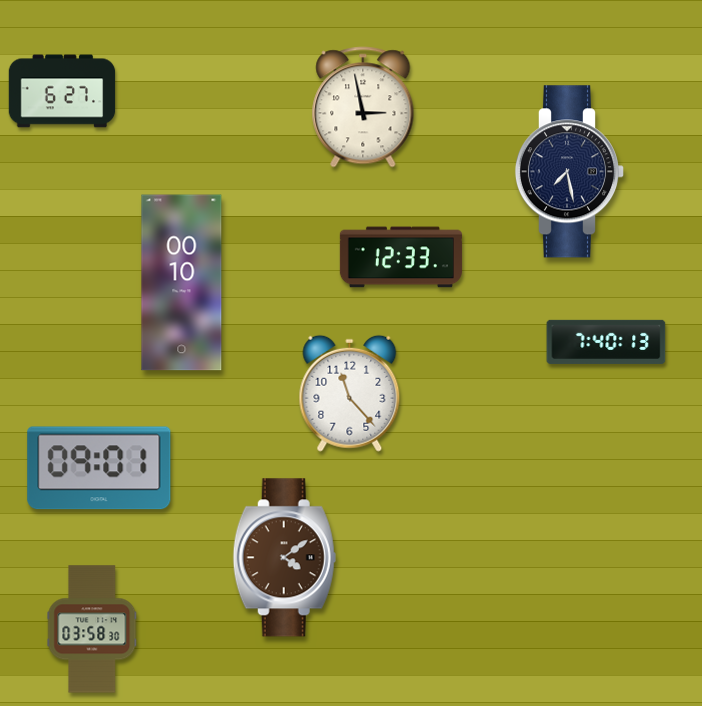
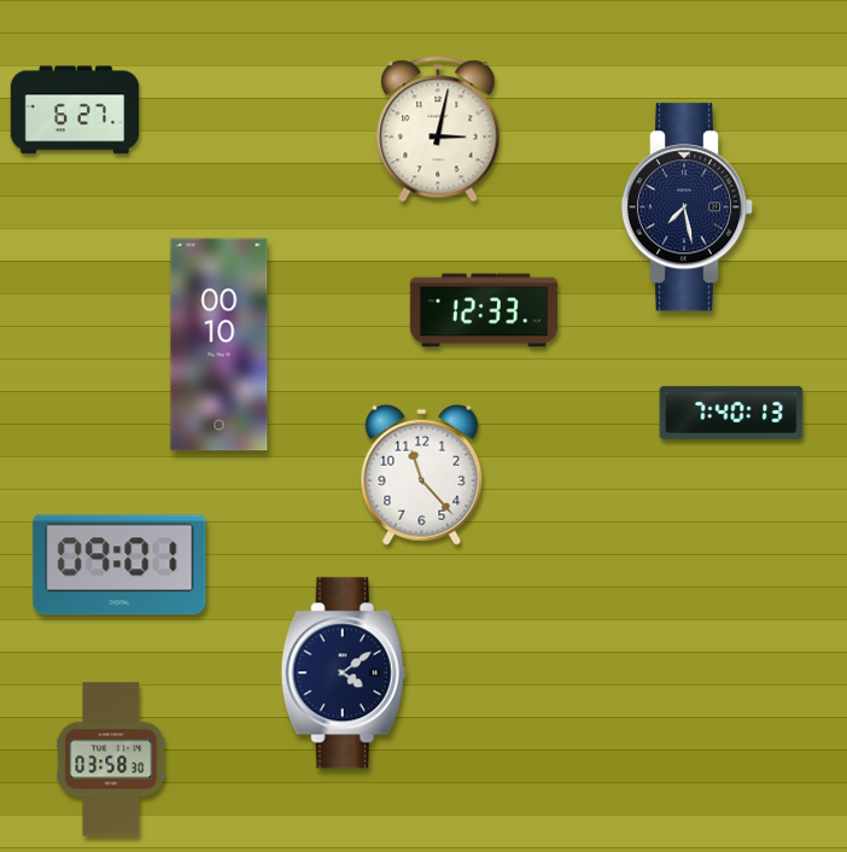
clock at (363, 107): 2:58 -> 3:02
clock at (182, 283) position: (182, 283) -> (220, 345)
clock at (284, 558) dial: brown -> navy
